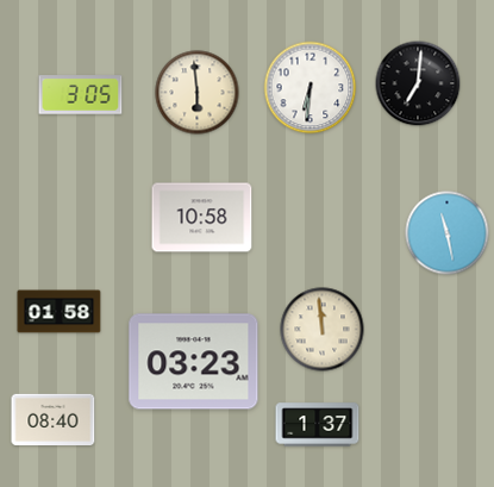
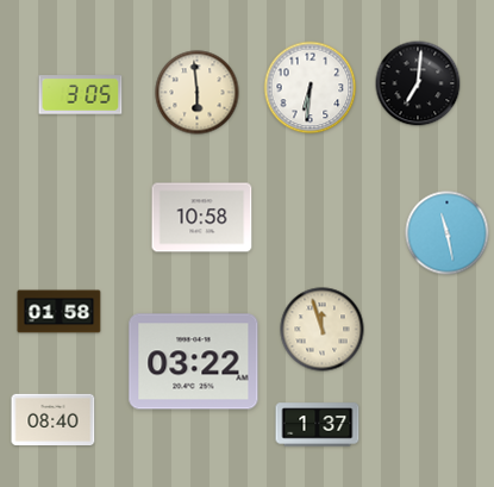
clock at (323, 330): 11:59 -> 11:57
clock at (194, 362): 03:23 -> 03:22
